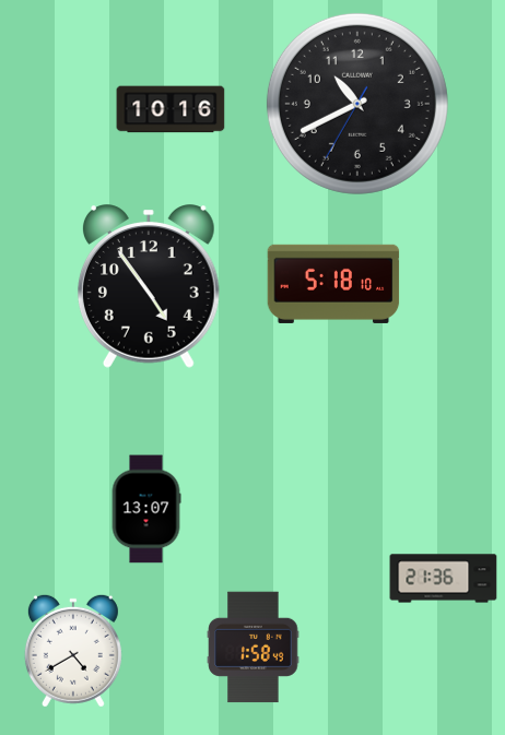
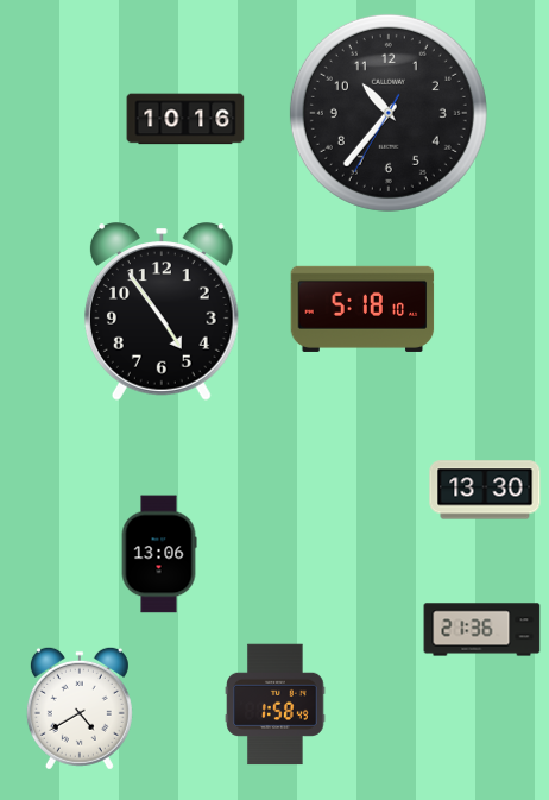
clock at (357, 104): 10:40 -> 10:36
clock at (485, 490): none -> 13:30
clock at (146, 509): 13:07 -> 13:06
